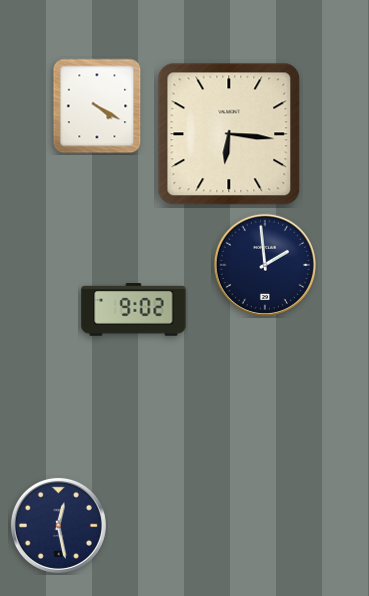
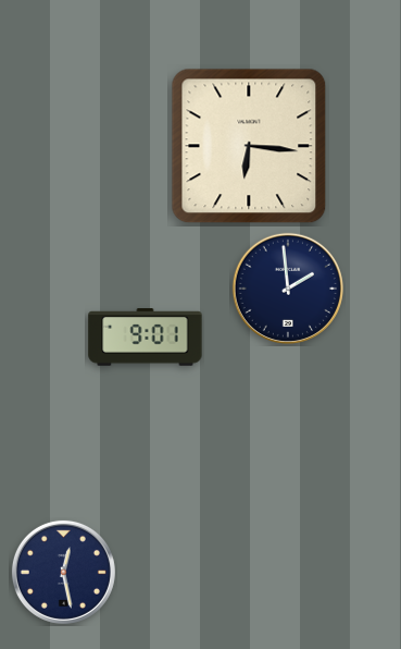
clock at (97, 106): 4:20 -> none
clock at (134, 310): 9:02 -> 9:01
